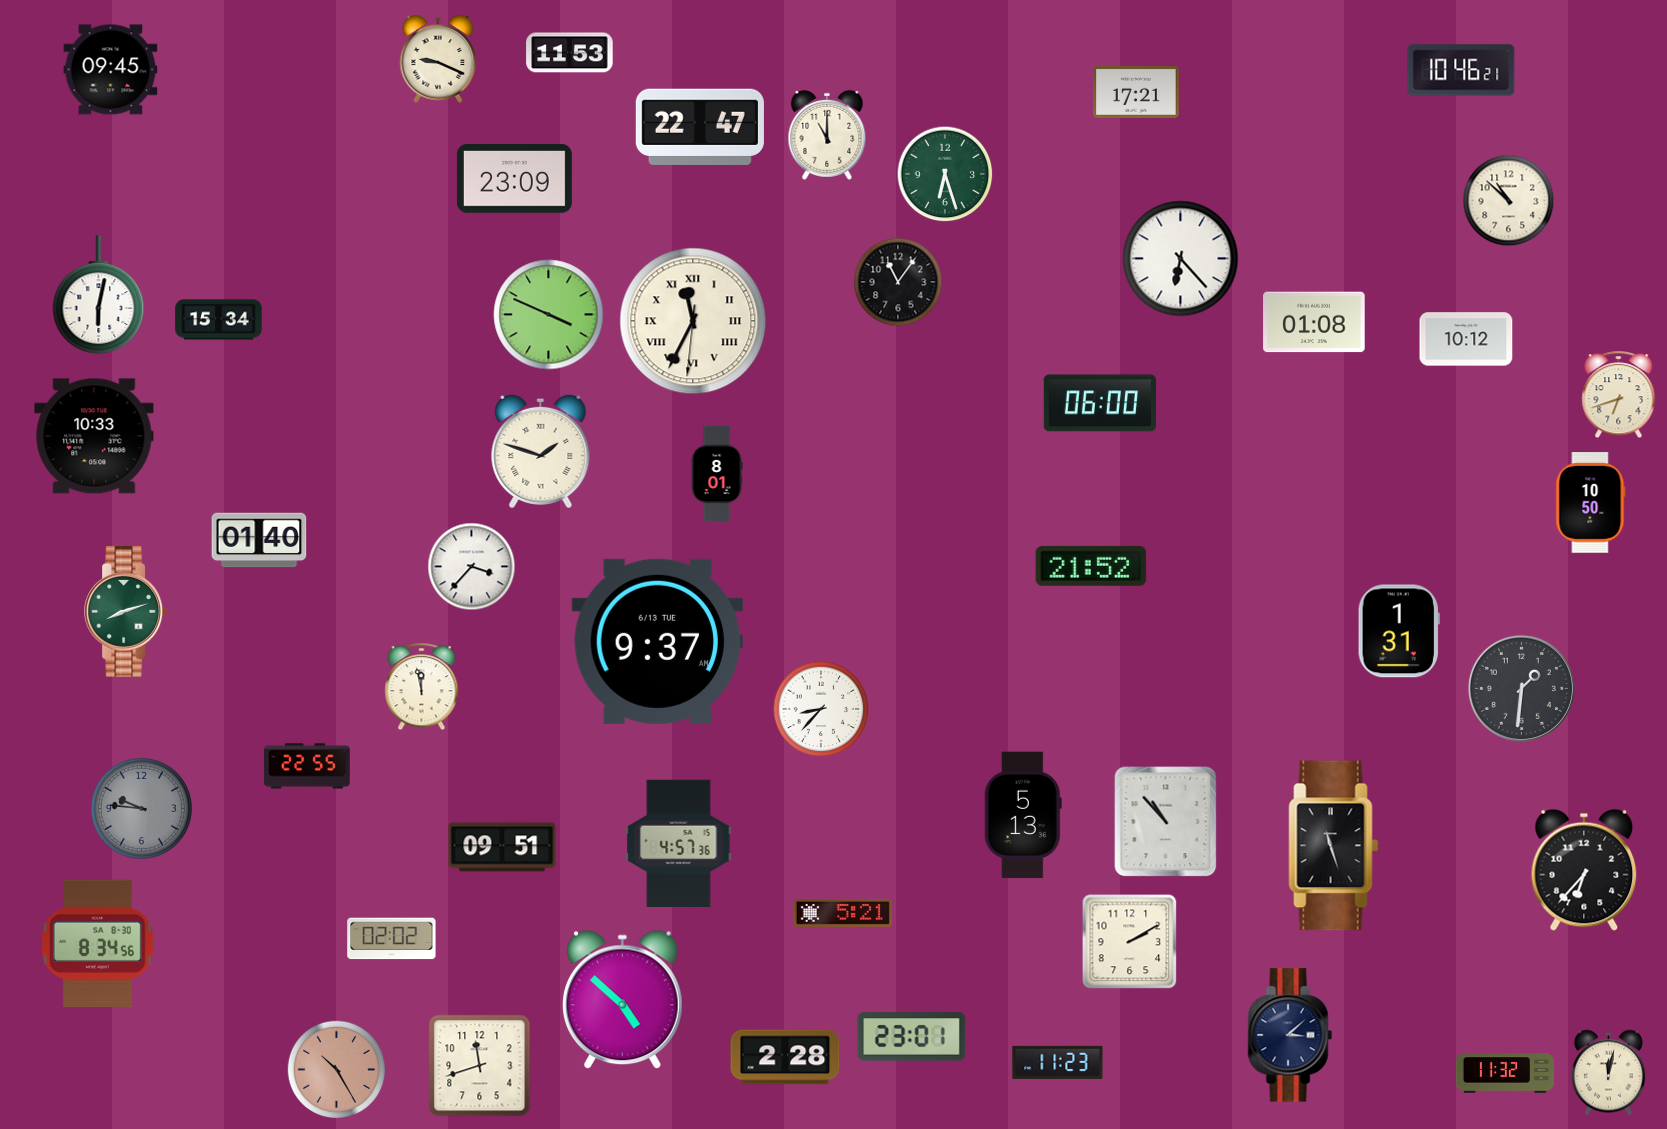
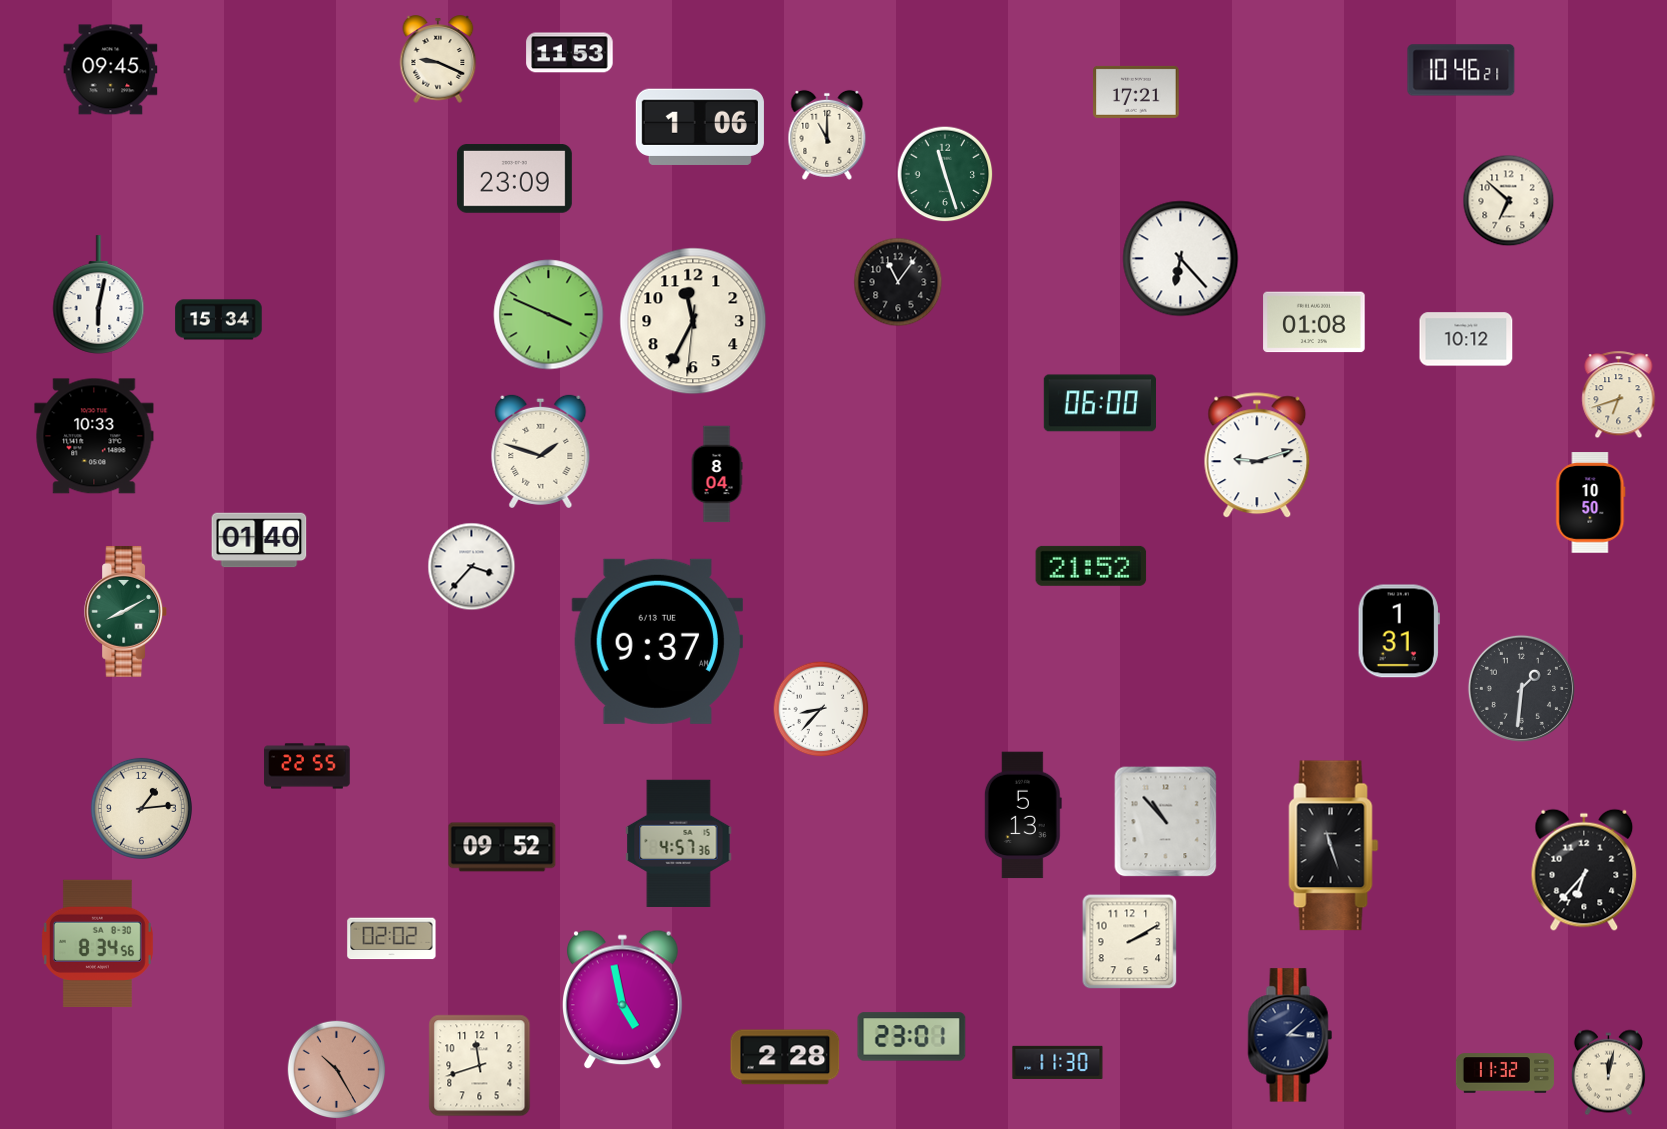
clock at (700, 127): 22:47 -> 1:06
clock at (945, 174): 6:27 -> 11:27
clock at (1509, 201): 10:52 -> 6:52
clock at (693, 321) numerals: Roman -> Arabic
clock at (1257, 456): none -> 9:12
clock at (717, 474): 8:01 -> 8:04
clock at (125, 611): 8:12 -> 8:10
clock at (422, 687): 11:58 -> none
clock at (141, 808): 9:46 -> 1:14
clock at (141, 808) dial: grey -> cream
clock at (502, 847): 09:51 -> 09:52
clock at (843, 913): 5:21 -> none
clock at (623, 1000): 4:52 -> 4:58
clock at (1058, 1062): 11:23 -> 11:30
